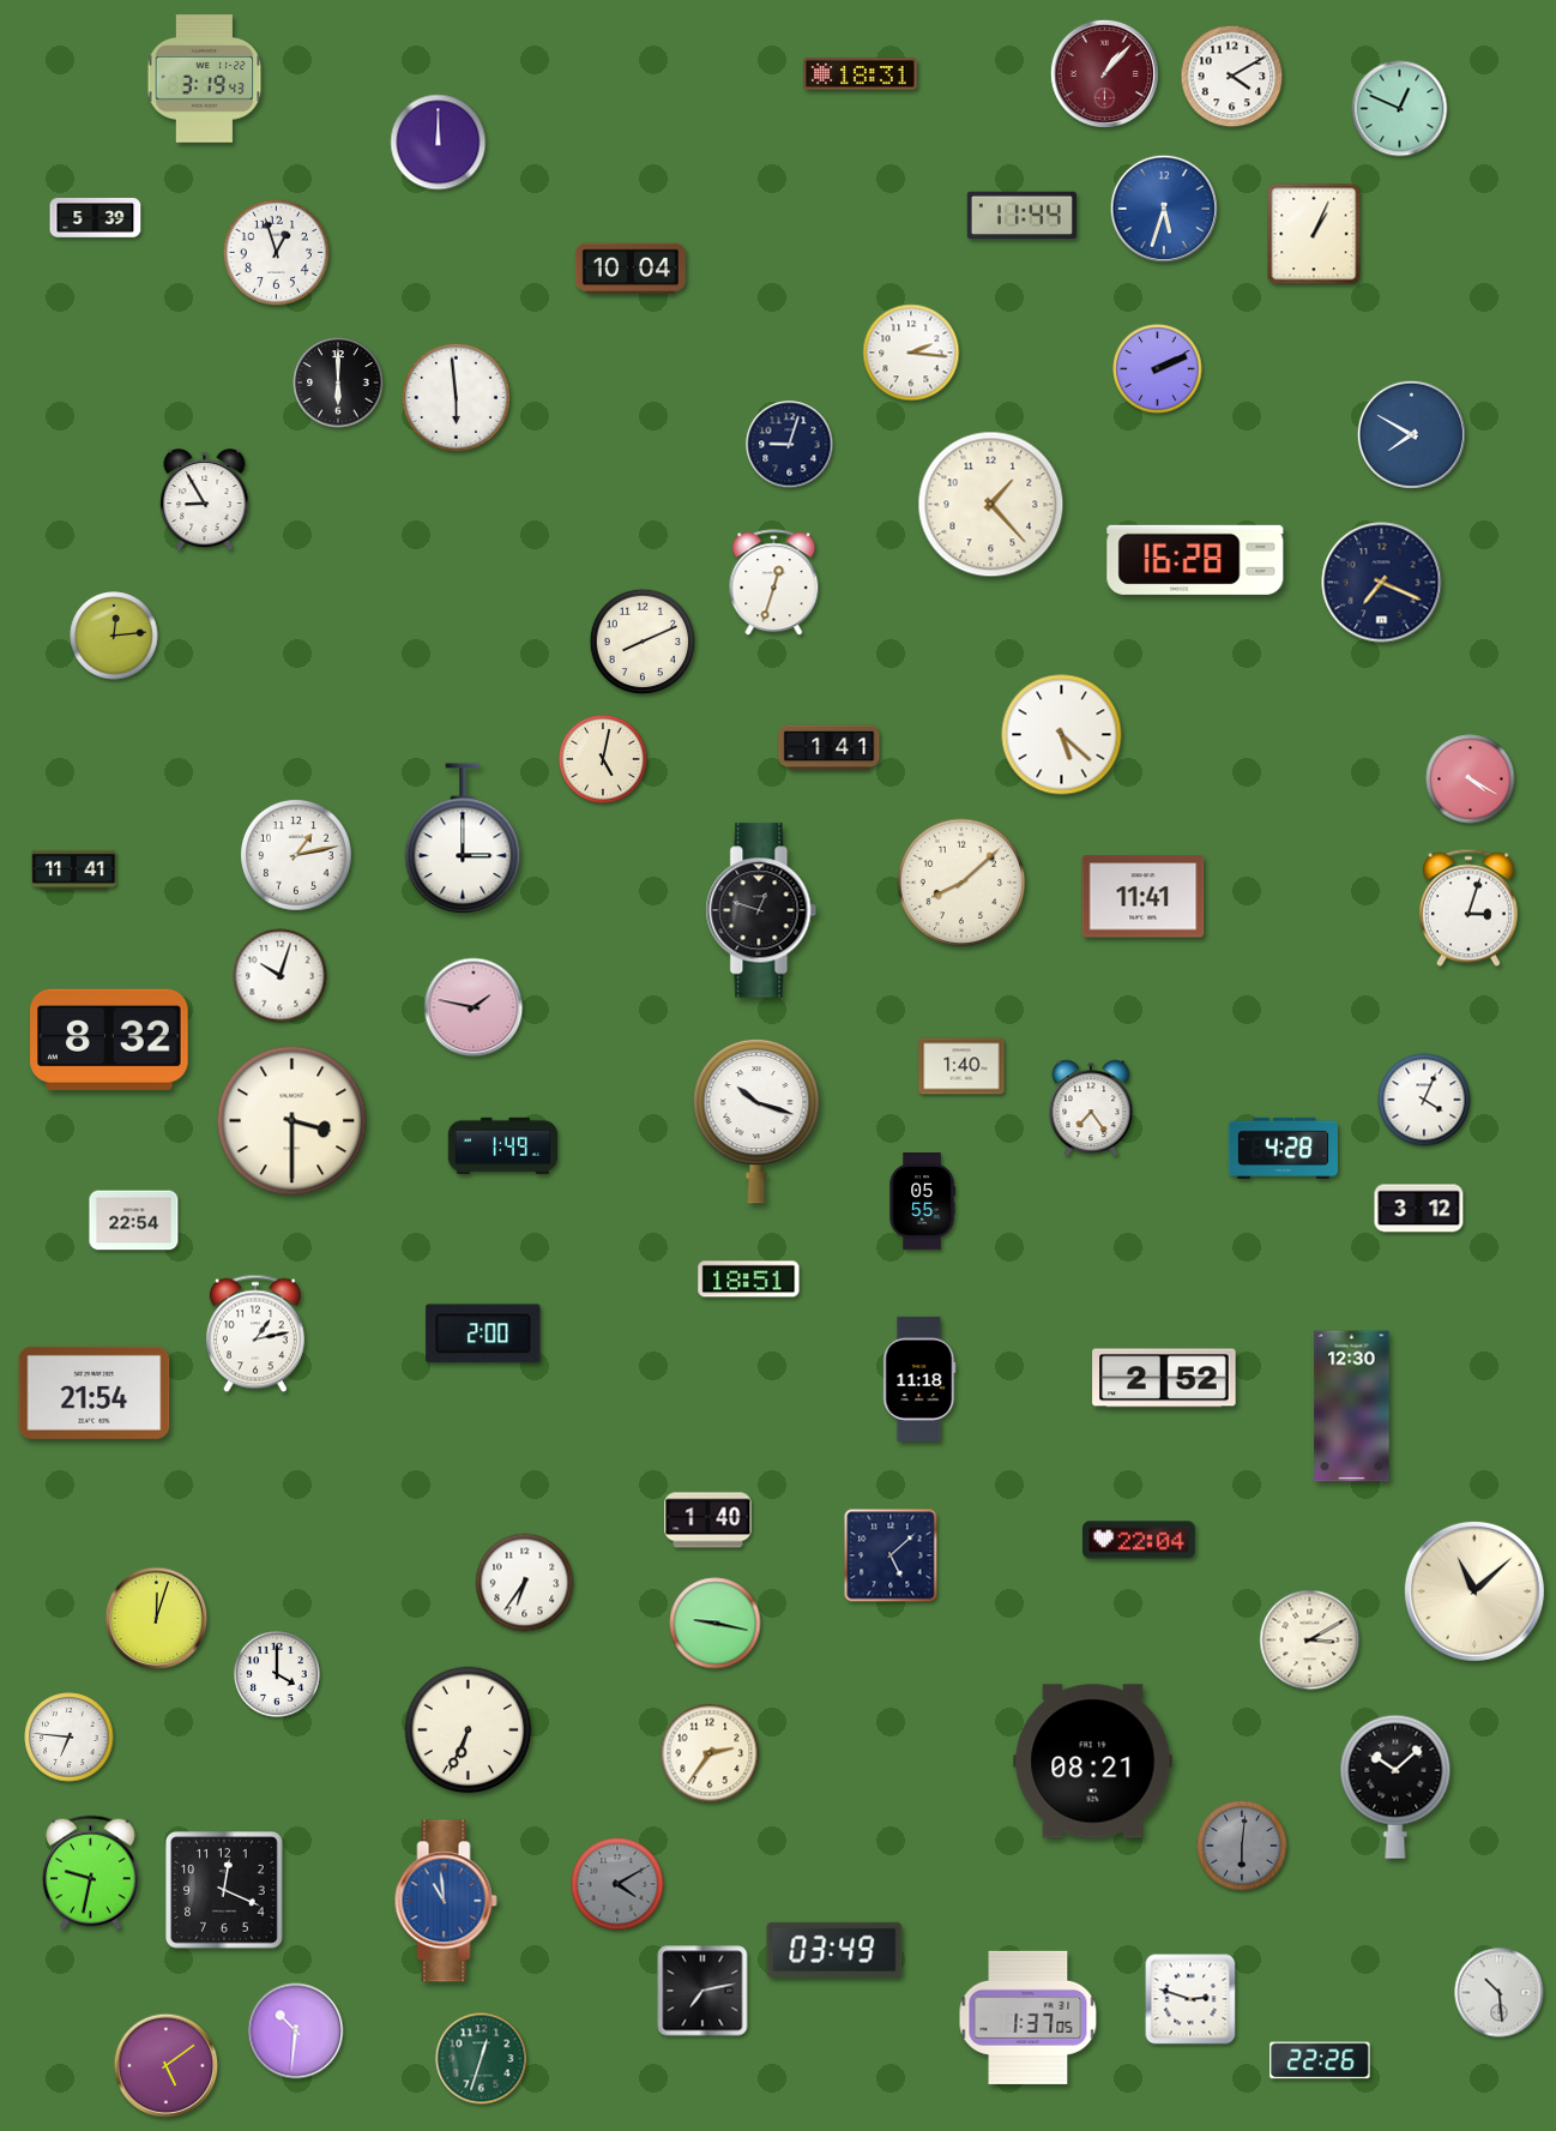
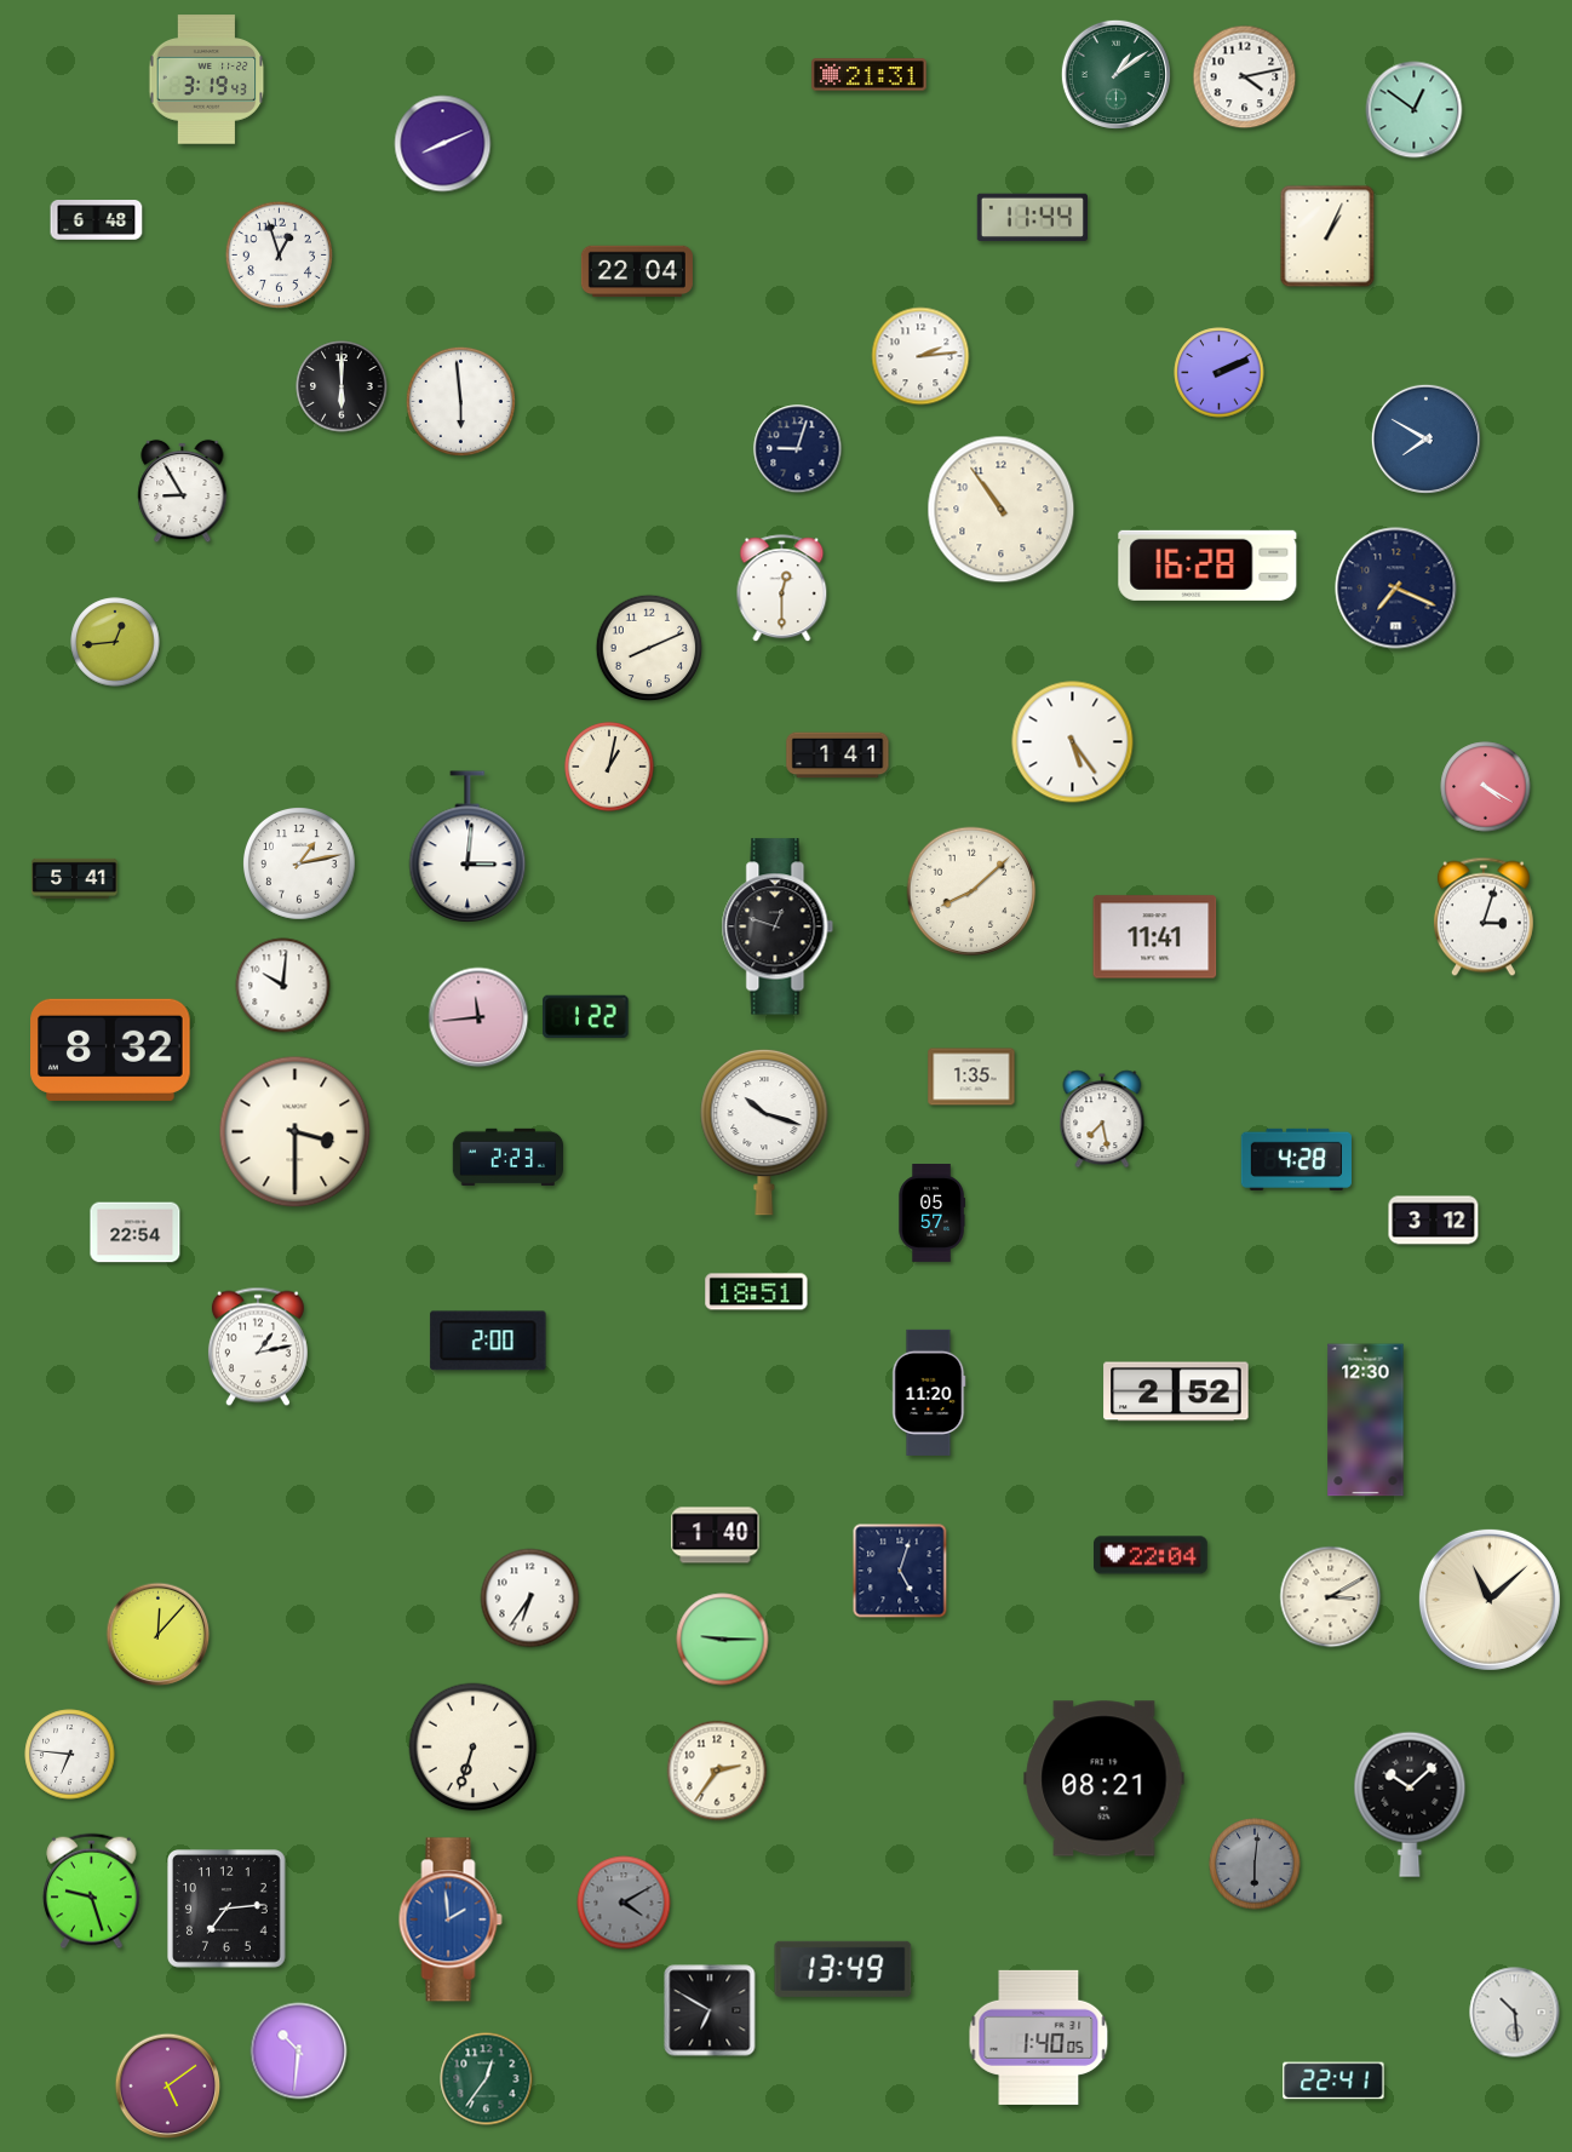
clock at (1104, 73): 1:07 -> 1:09
clock at (1104, 73) dial: burgundy -> green
clock at (861, 74): 18:31 -> 21:31
clock at (1232, 77): 4:10 -> 4:13
clock at (1400, 109): 12:49 -> 12:51
clock at (439, 143): 12:00 -> 8:11
clock at (1164, 209): 5:33 -> none
clock at (96, 218): 5:39 -> 6:48
clock at (631, 269): 10:04 -> 22:04
clock at (911, 353): 2:16 -> 2:14
clock at (1158, 369) position: (1158, 369) -> (1220, 373)
clock at (205, 500) position: (205, 500) -> (183, 492)
clock at (991, 505): 1:23 -> 10:54
clock at (774, 583): 12:33 -> 12:30
clock at (114, 636): 12:14 -> 12:44
clock at (1062, 735): 5:22 -> 5:24
clock at (603, 759): 5:02 -> 1:02
clock at (463, 839): 3:00 -> 3:01
clock at (74, 869): 11:41 -> 5:41
clock at (1144, 897) position: (1144, 897) -> (1155, 937)
clock at (761, 910) position: (761, 910) -> (778, 926)
clock at (281, 976): 10:03 -> 10:01
clock at (586, 1016): none -> 1:22
clock at (474, 1007): 1:47 -> 11:44
clock at (961, 1066): 1:40 -> 1:35
clock at (1424, 1100): 4:04 -> none
clock at (1091, 1108): 7:24 -> 7:28
clock at (502, 1145): 1:49 -> 2:23
clock at (922, 1202): 05:55 -> 05:57
clock at (483, 1334) position: (483, 1334) -> (488, 1341)
clock at (919, 1379): 11:18 -> 11:20
clock at (95, 1392): 21:54 -> none
clock at (891, 1555): 5:08 -> 5:03
clock at (1474, 1591) position: (1474, 1591) -> (1490, 1600)
clock at (157, 1619): 12:03 -> 12:07
clock at (716, 1624): 9:17 -> 9:15
clock at (1310, 1641) position: (1310, 1641) -> (1331, 1597)
clock at (278, 1675): 4:00 -> none
clock at (469, 1730): 6:34 -> 6:33
clock at (91, 1873): 9:32 -> 9:27
clock at (224, 1890): 12:19 -> 7:14
clock at (446, 1901): 10:59 -> 1:59
clock at (834, 1950): 03:49 -> 13:49
clock at (702, 1991): 7:13 -> 6:50
clock at (1190, 1999): 2:48 -> none
clock at (1029, 2017): 1:37 -> 1:40
clock at (482, 2059): 12:33 -> 12:36
clock at (1320, 2060): 22:26 -> 22:41
